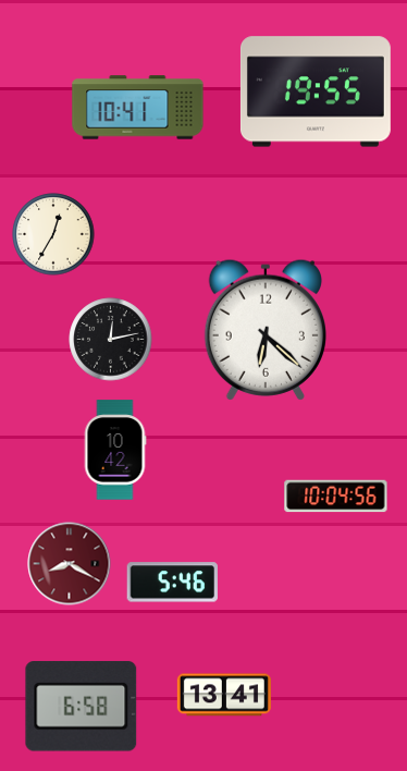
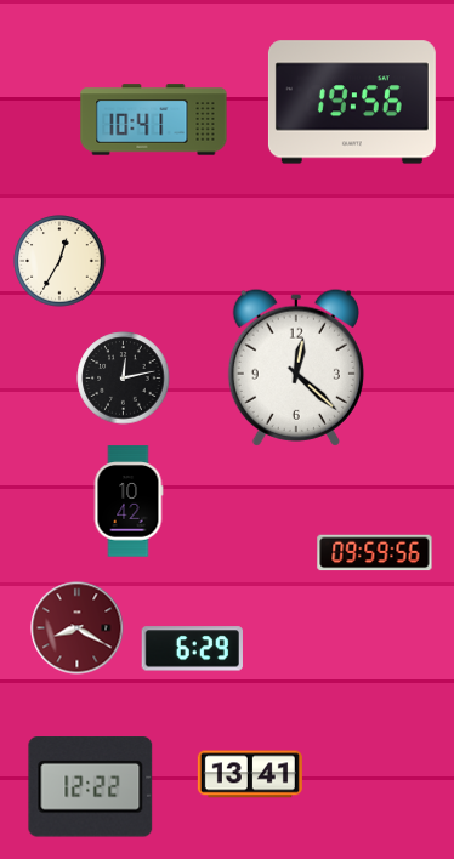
clock at (316, 91): 19:55 -> 19:56
clock at (266, 330): 6:22 -> 12:22
clock at (336, 497): 10:04 -> 09:59
clock at (172, 583): 5:46 -> 6:29
clock at (82, 707): 6:58 -> 12:22
